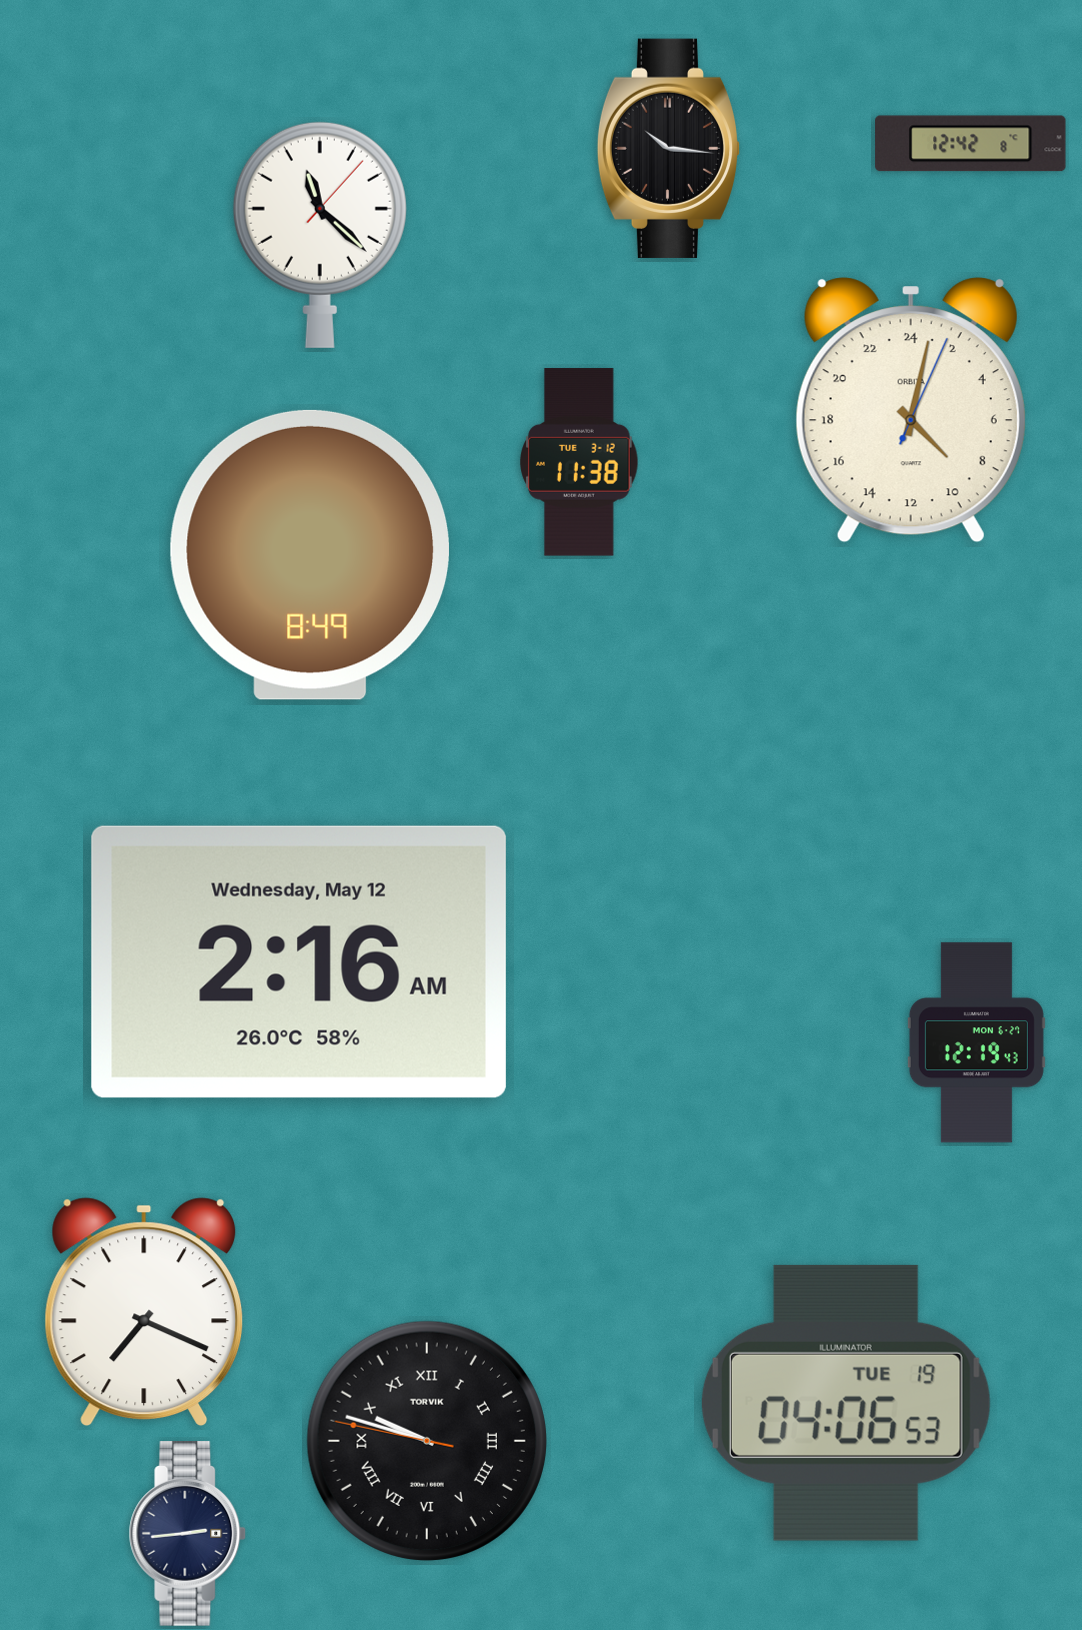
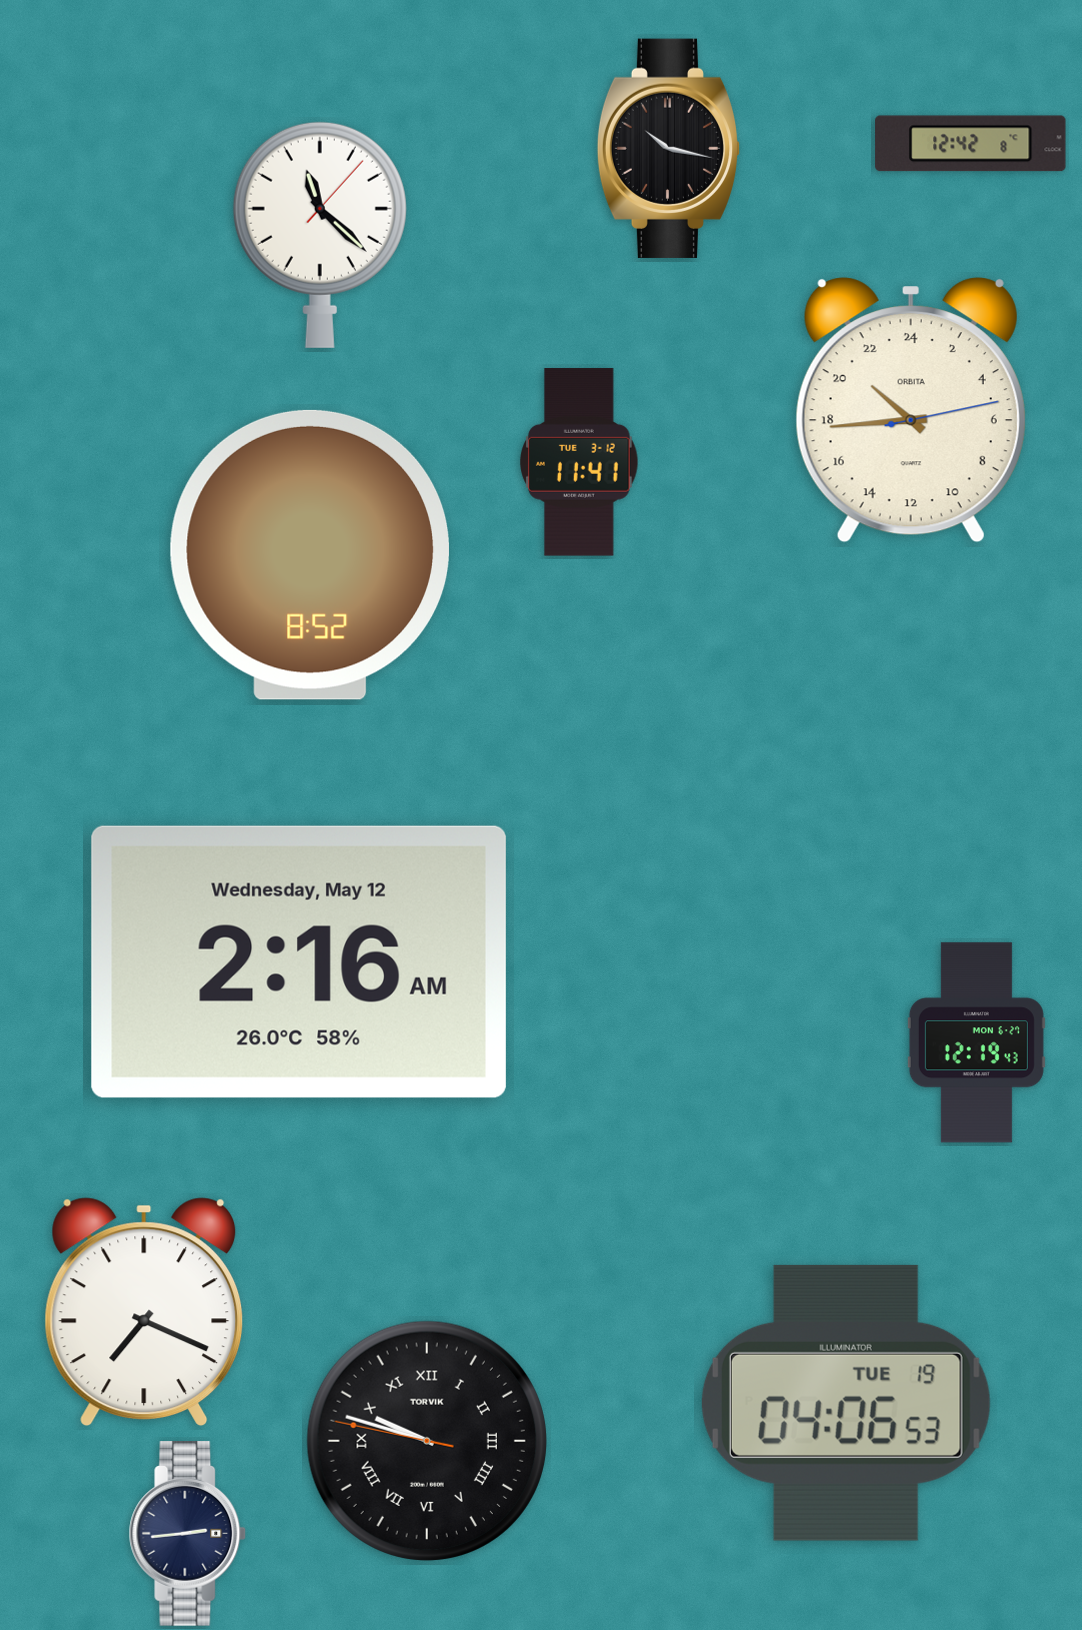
clock at (669, 148): 10:16 -> 10:17
clock at (911, 410): 9:02 -> 20:44
clock at (580, 462): 11:38 -> 11:41
clock at (310, 555): 8:49 -> 8:52
